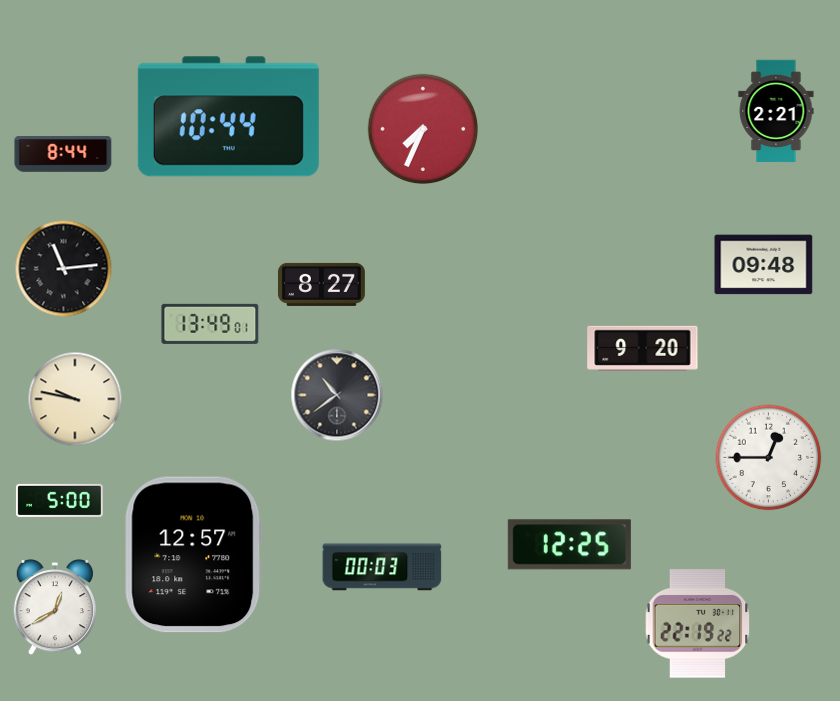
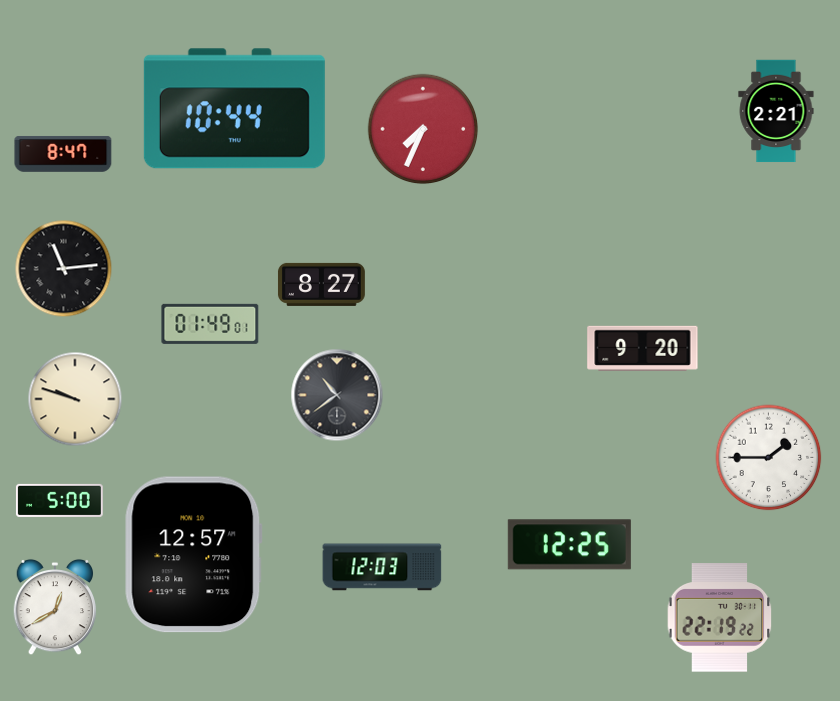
clock at (228, 117) position: (228, 117) -> (234, 109)
clock at (63, 154): 8:44 -> 8:47
clock at (764, 265): 09:48 -> none
clock at (210, 324): 13:49 -> 01:49
clock at (75, 399): 9:47 -> 9:48
clock at (769, 458): 12:45 -> 1:45
clock at (382, 567): 00:03 -> 12:03
clock at (698, 624) position: (698, 624) -> (720, 618)
